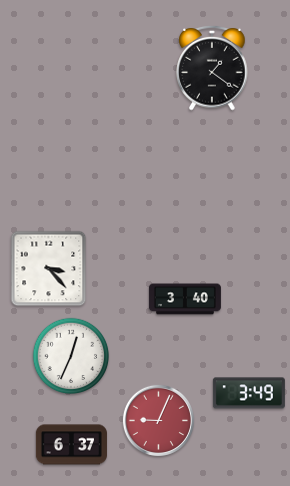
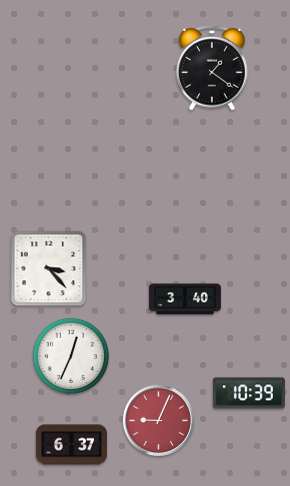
clock at (249, 393): 3:49 -> 10:39
